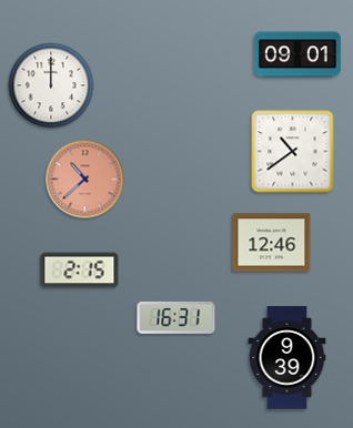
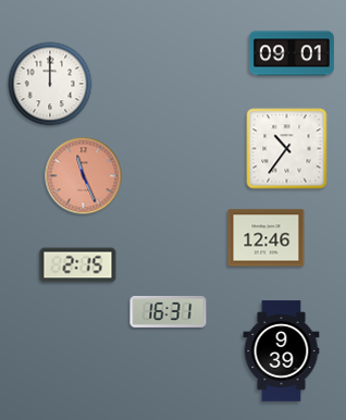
clock at (293, 152): 10:39 -> 10:36
clock at (85, 180): 10:38 -> 11:26
clock at (176, 317) position: (176, 317) -> (169, 311)
